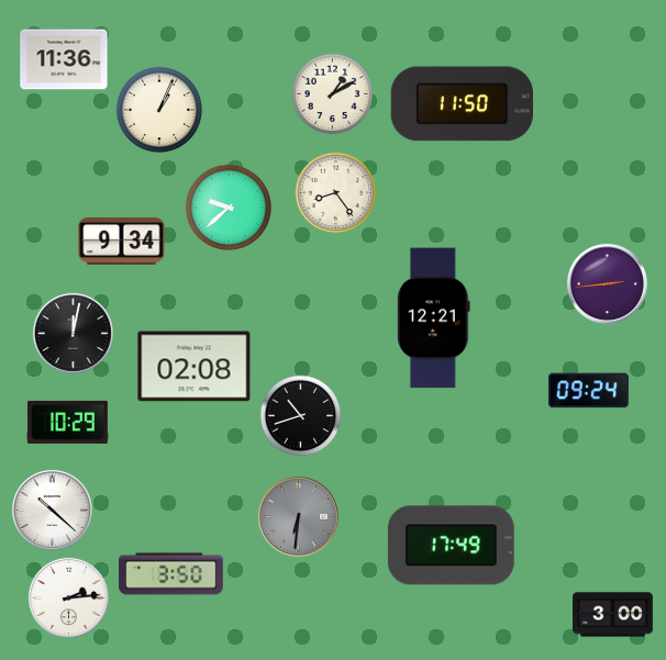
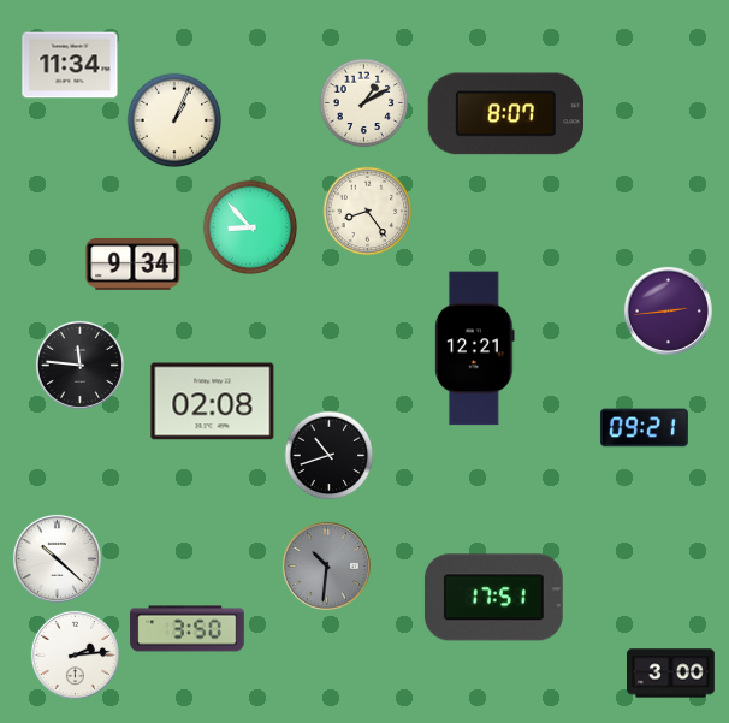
clock at (64, 59): 11:36 -> 11:34
clock at (463, 104): 11:50 -> 8:07
clock at (229, 208): 9:38 -> 8:53
clock at (607, 283) position: (607, 283) -> (668, 310)
clock at (73, 333): 12:02 -> 11:46
clock at (588, 391): 09:24 -> 09:21
clock at (67, 422): 10:29 -> none
clock at (298, 516): 6:31 -> 10:31
clock at (451, 546): 17:49 -> 17:51
